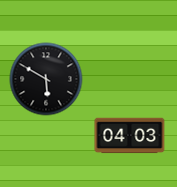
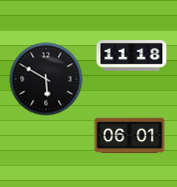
clock at (132, 56): none -> 11:18
clock at (130, 136): 04:03 -> 06:01
